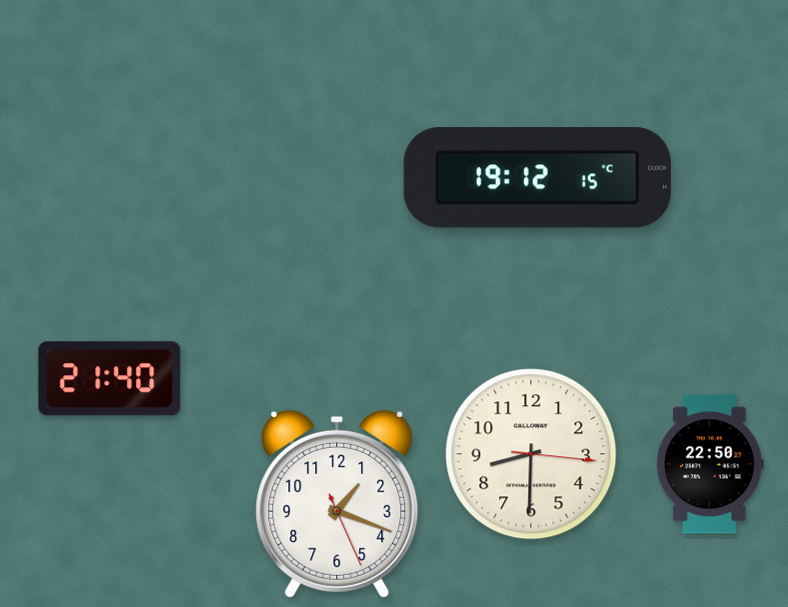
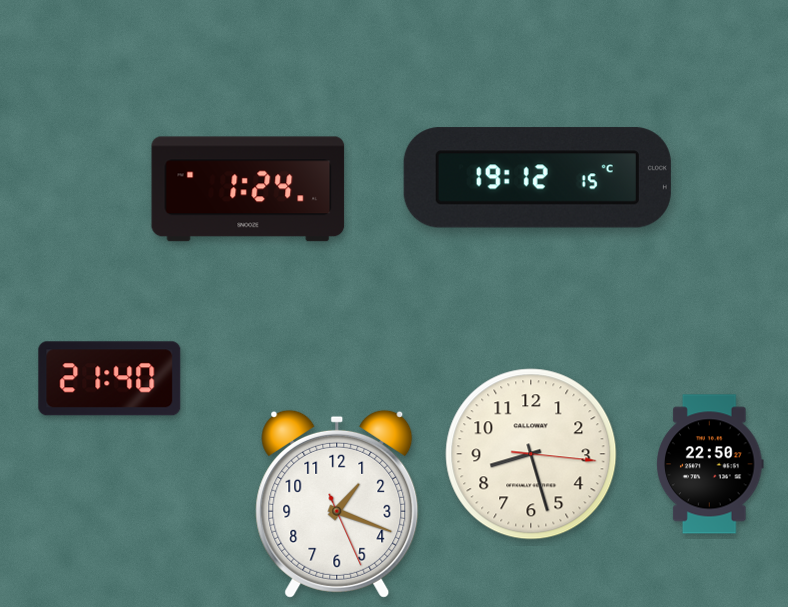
clock at (248, 189): none -> 1:24
clock at (531, 454): 8:30 -> 8:27
